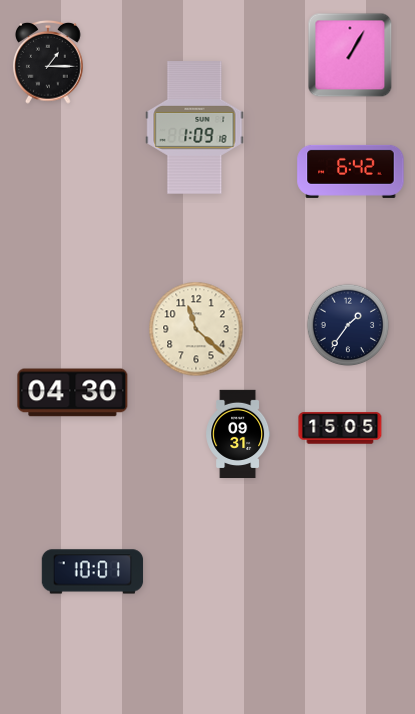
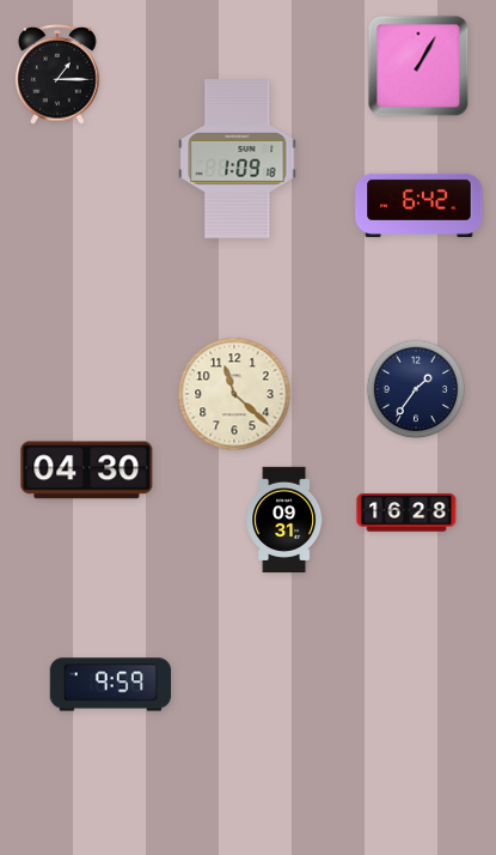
clock at (195, 128) position: (195, 128) -> (238, 159)
clock at (340, 428): 15:05 -> 16:28
clock at (93, 572): 10:01 -> 9:59
